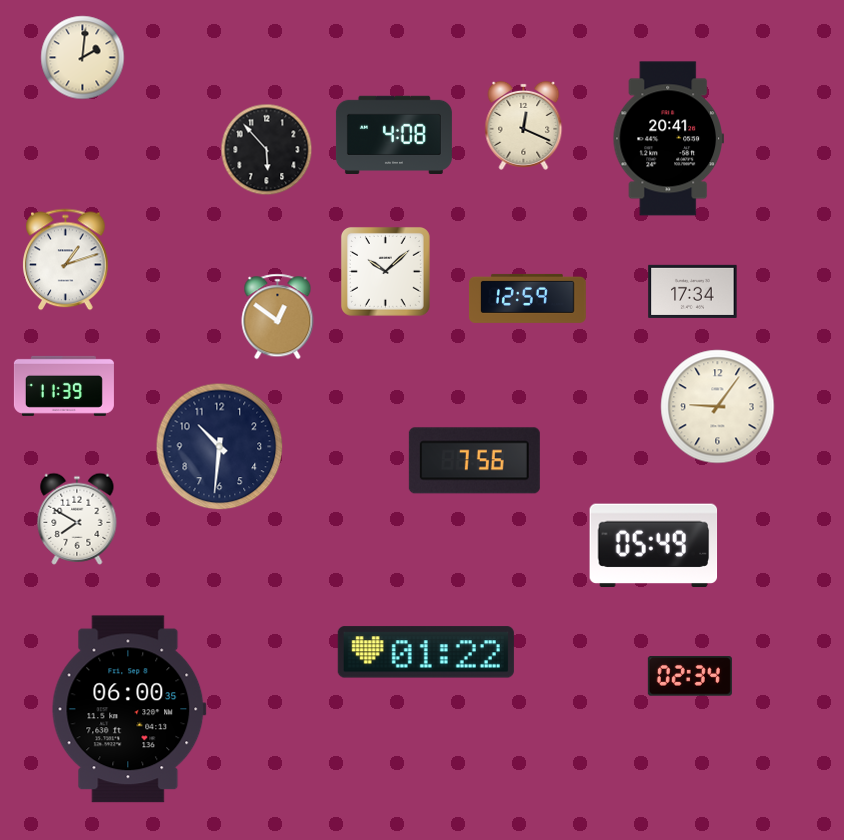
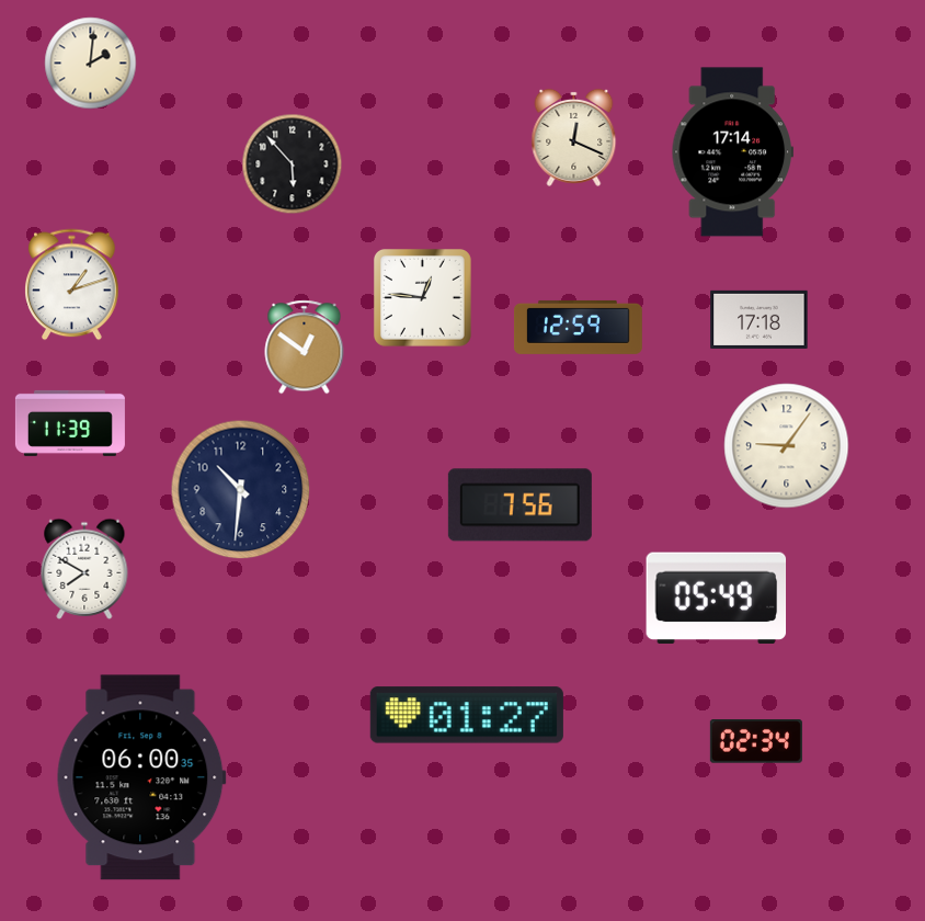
clock at (394, 134): 4:08 -> none
clock at (668, 139): 20:41 -> 17:14
clock at (385, 271): 10:08 -> 12:46
clock at (693, 291): 17:34 -> 17:18
clock at (426, 652): 01:22 -> 01:27
